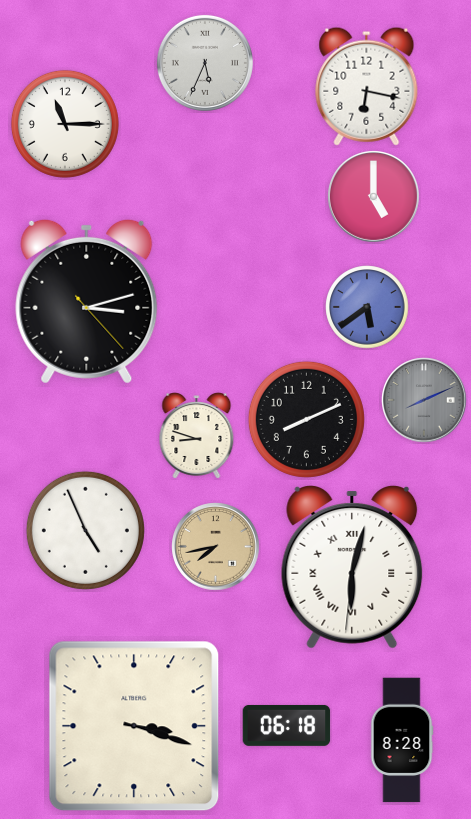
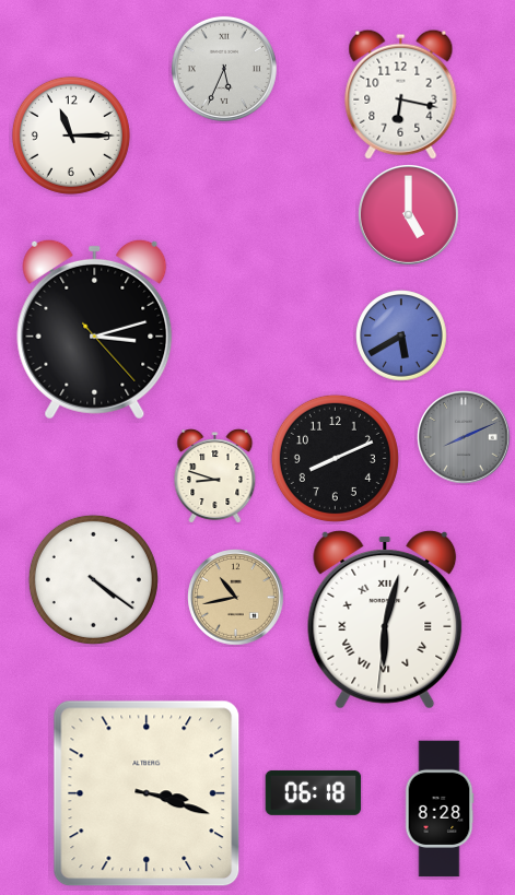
clock at (367, 307): 5:39 -> 5:40
clock at (85, 530): 4:56 -> 4:21
clock at (216, 547): 7:43 -> 10:43
